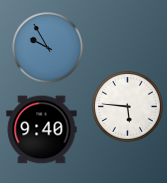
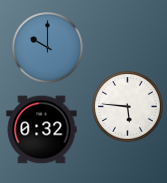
clock at (48, 48): 9:55 -> 10:00
clock at (42, 130): 9:40 -> 0:32
